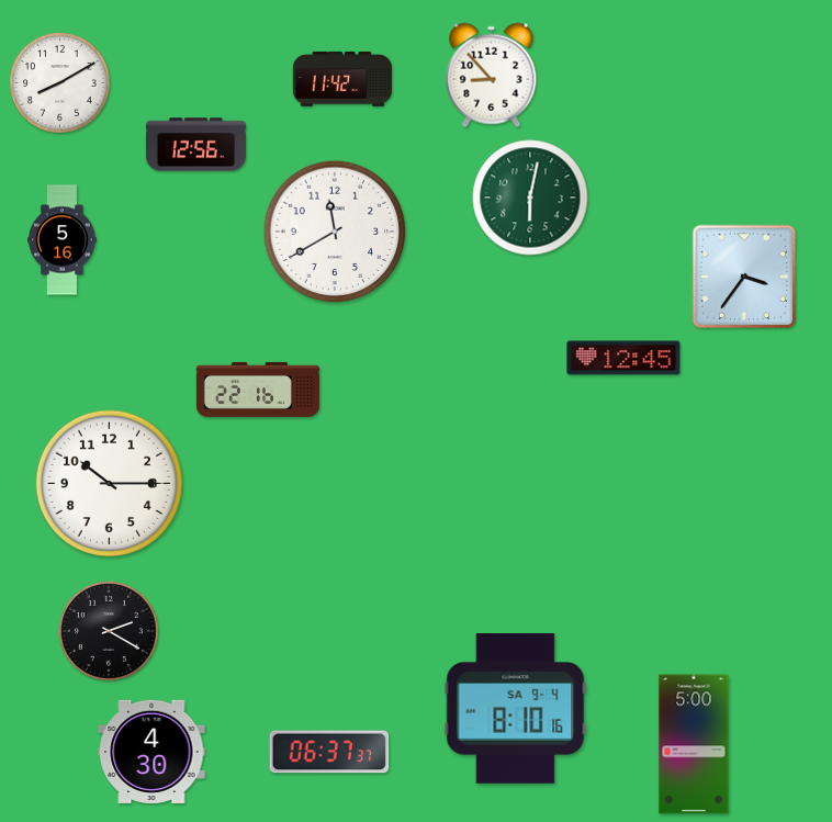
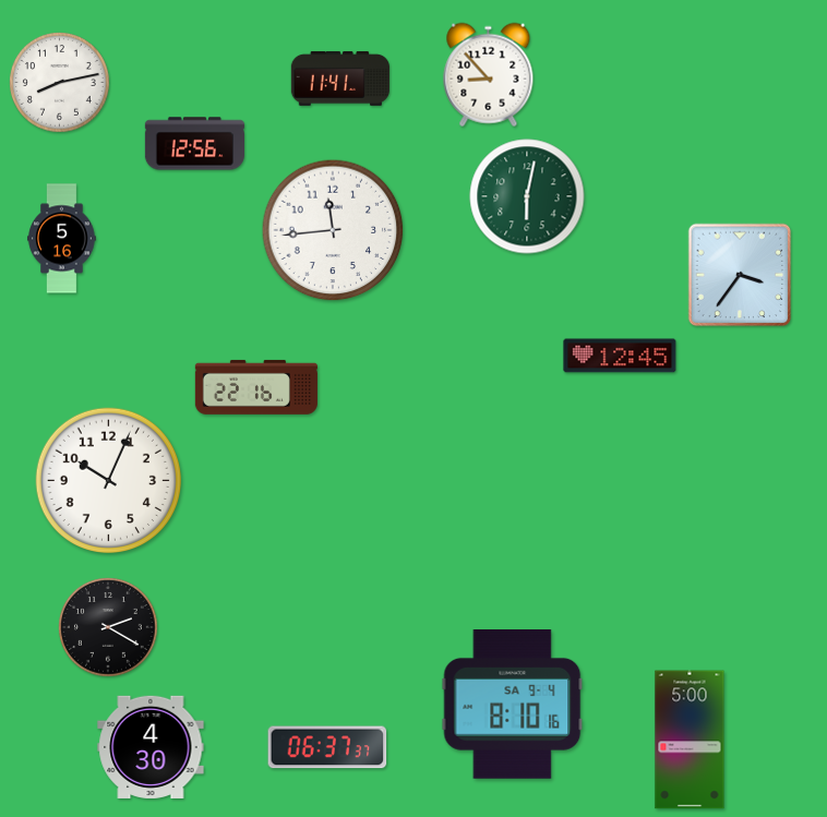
clock at (341, 79): 11:42 -> 11:41
clock at (60, 83): 8:10 -> 8:13
clock at (335, 232): 11:40 -> 11:44
clock at (109, 483): 10:15 -> 10:04
